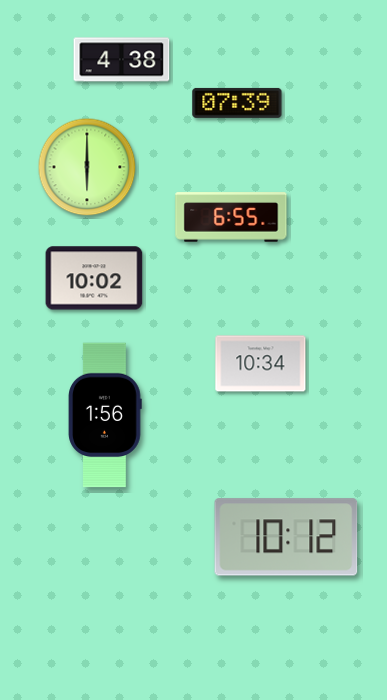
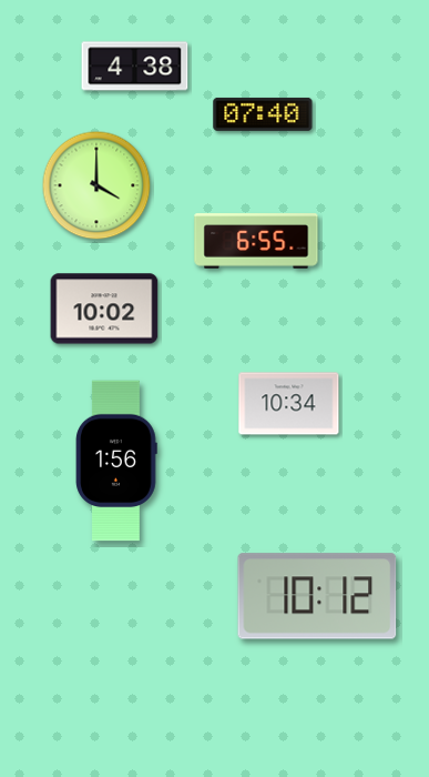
clock at (237, 103): 07:39 -> 07:40
clock at (87, 167): 6:00 -> 4:00
